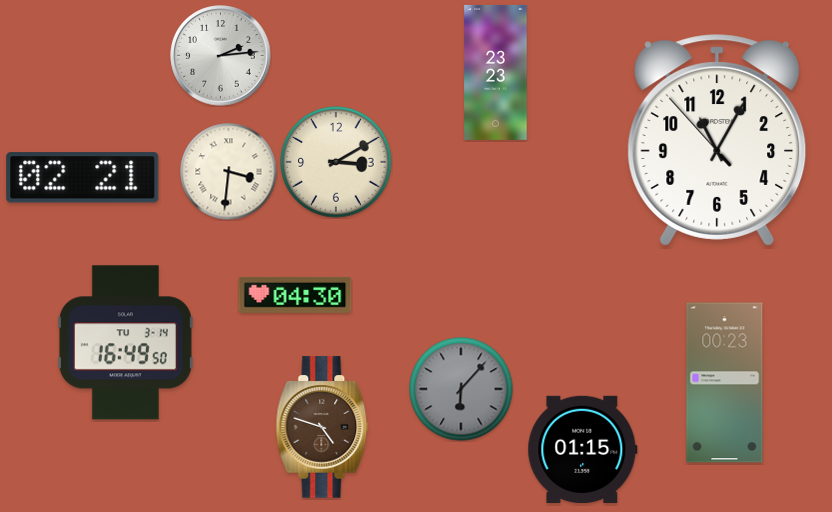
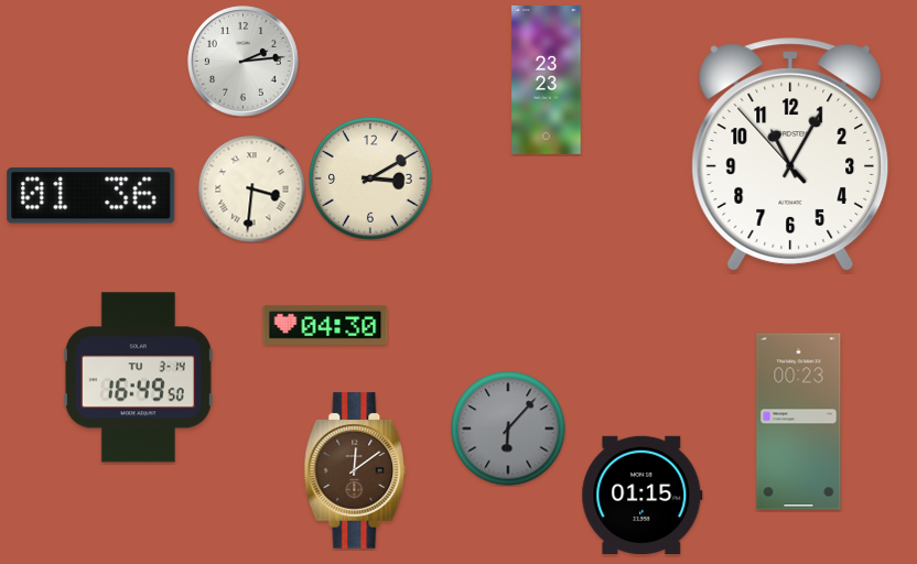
clock at (83, 178): 02:21 -> 01:36
clock at (322, 427): 4:48 -> 12:09
